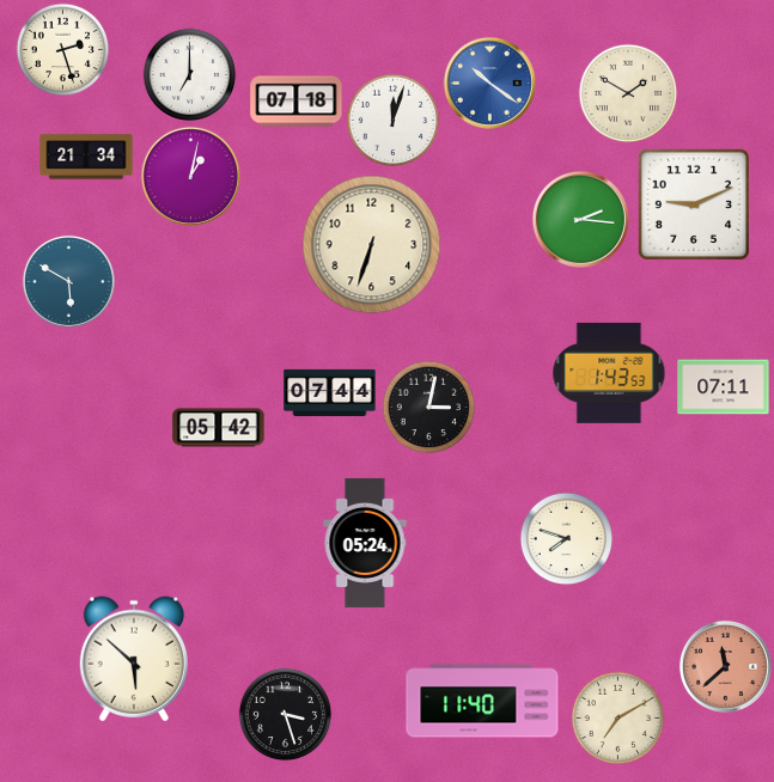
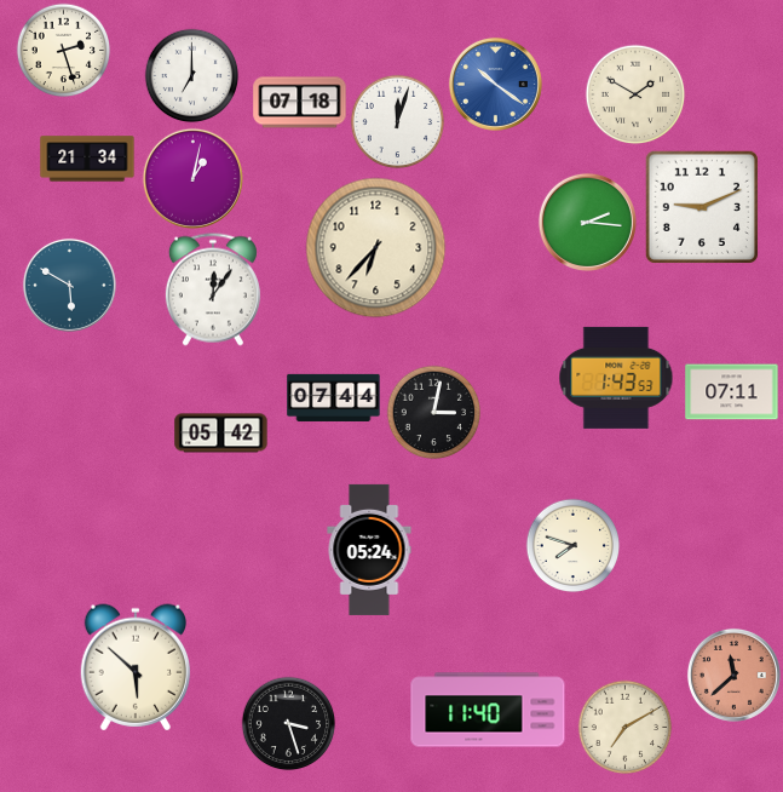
clock at (372, 245): 6:33 -> 6:37
clock at (213, 289): none -> 12:06
